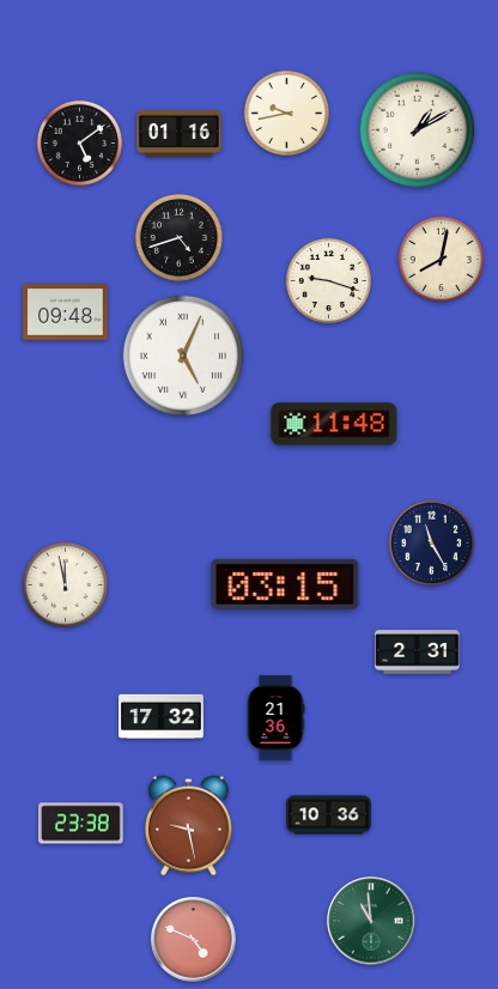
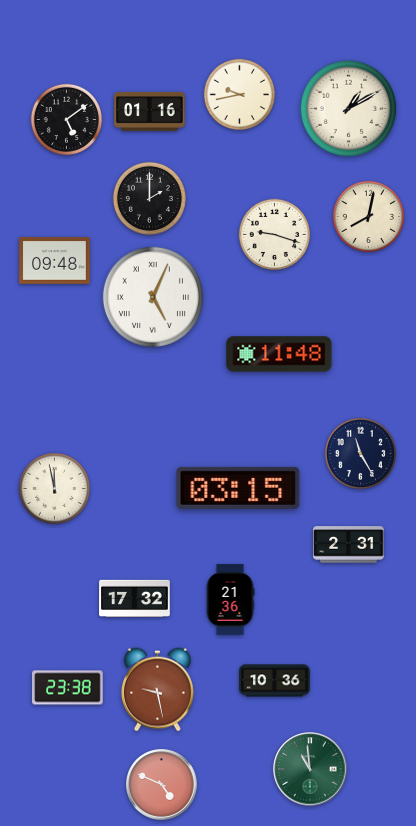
clock at (178, 237): 4:42 -> 2:00
